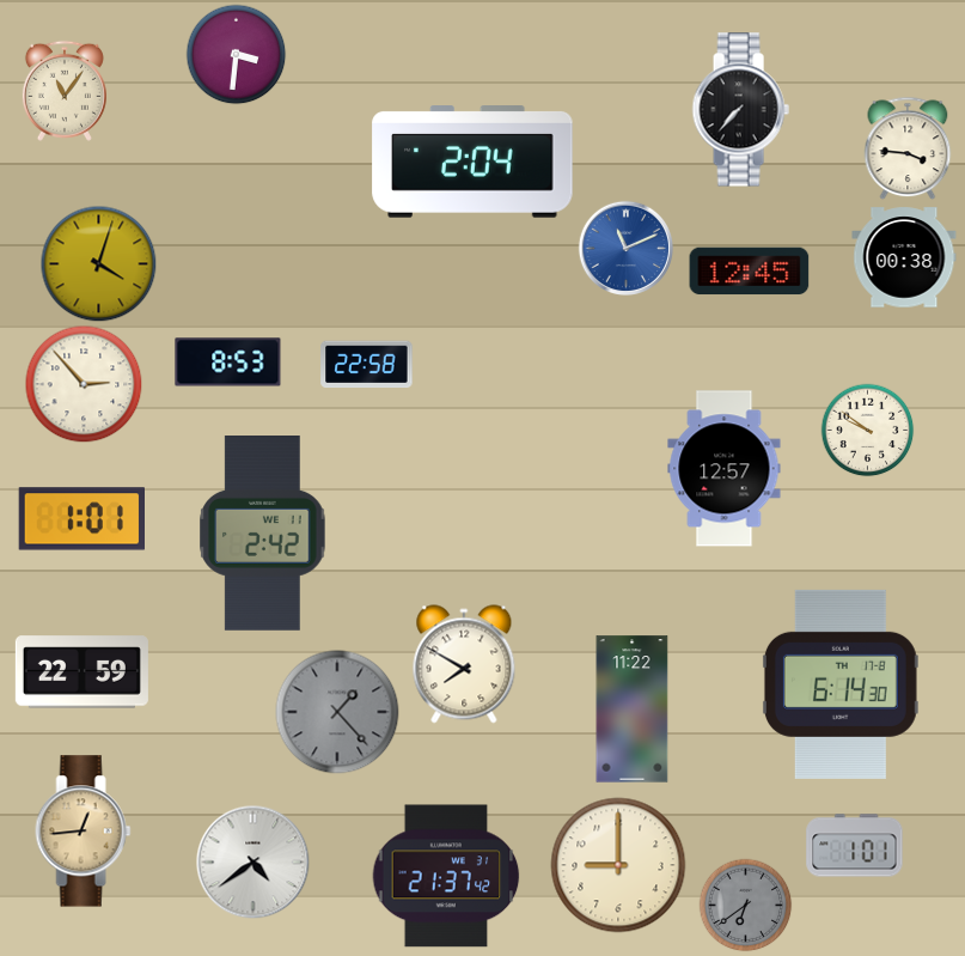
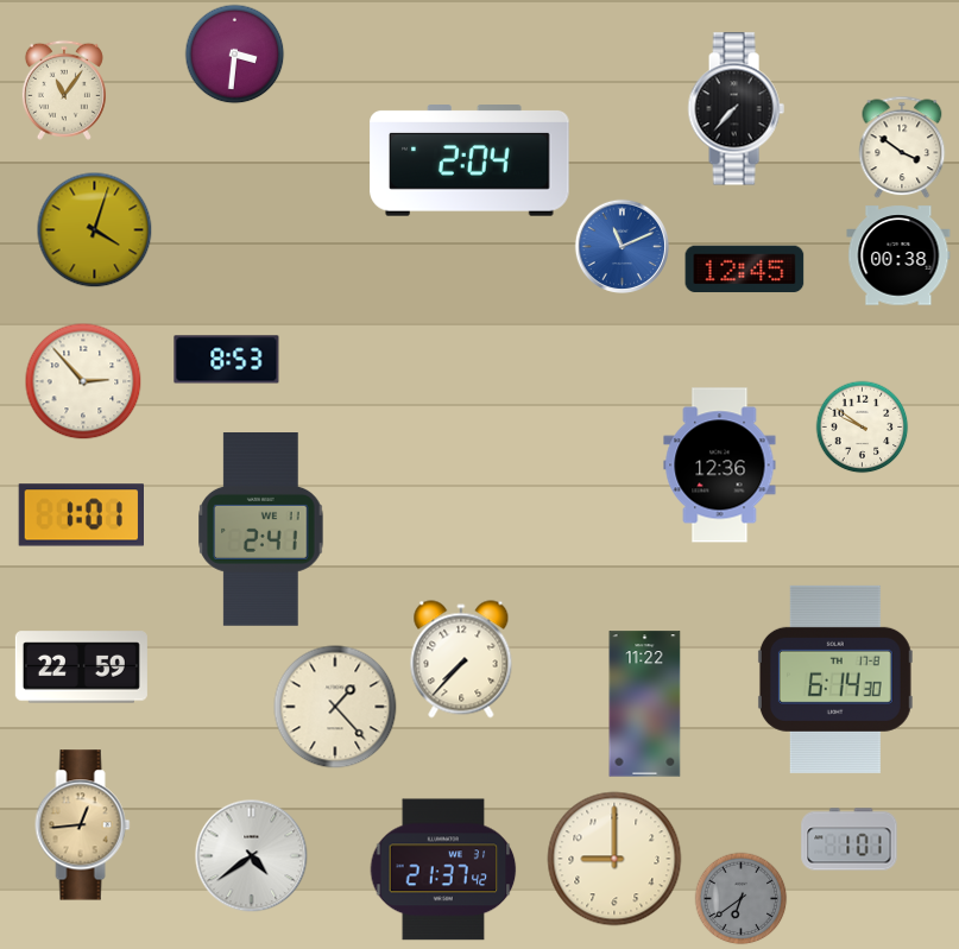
clock at (908, 148): 3:46 -> 3:51
clock at (98, 263) position: (98, 263) -> (94, 229)
clock at (367, 364): 22:58 -> none
clock at (725, 469): 12:57 -> 12:36
clock at (263, 534): 2:42 -> 2:41
clock at (464, 664): 7:50 -> 7:37
clock at (633, 710) position: (633, 710) -> (645, 704)
clock at (337, 712) dial: grey -> cream
